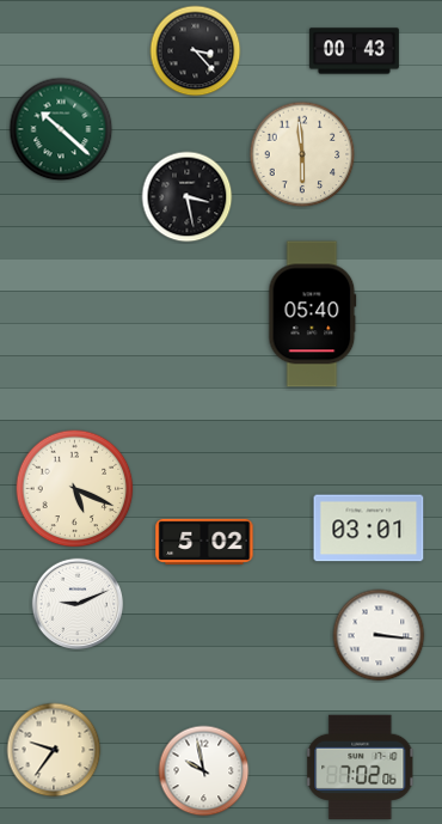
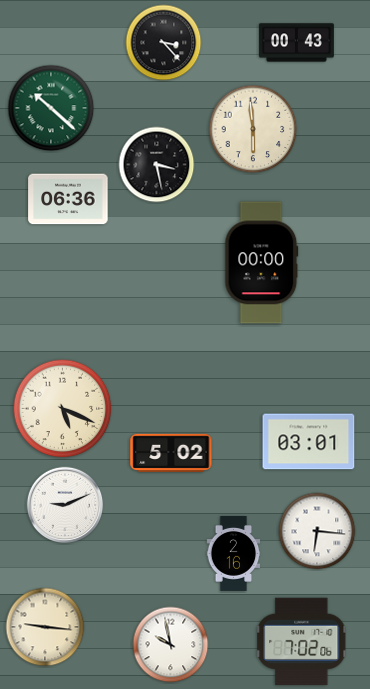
clock at (68, 199): none -> 06:36
clock at (313, 315): 05:40 -> 00:00
clock at (379, 635): 3:16 -> 6:16
clock at (234, 554): none -> 2:16
clock at (54, 750): 9:36 -> 9:16
